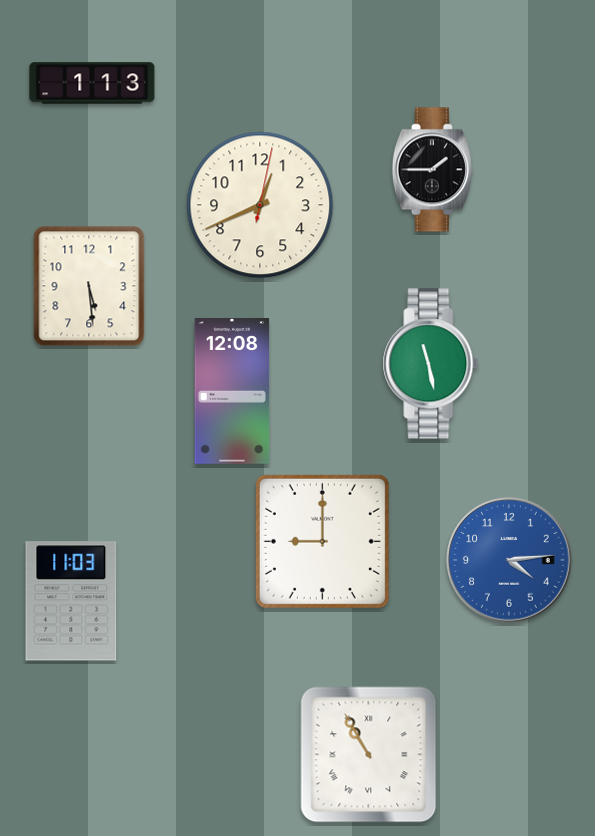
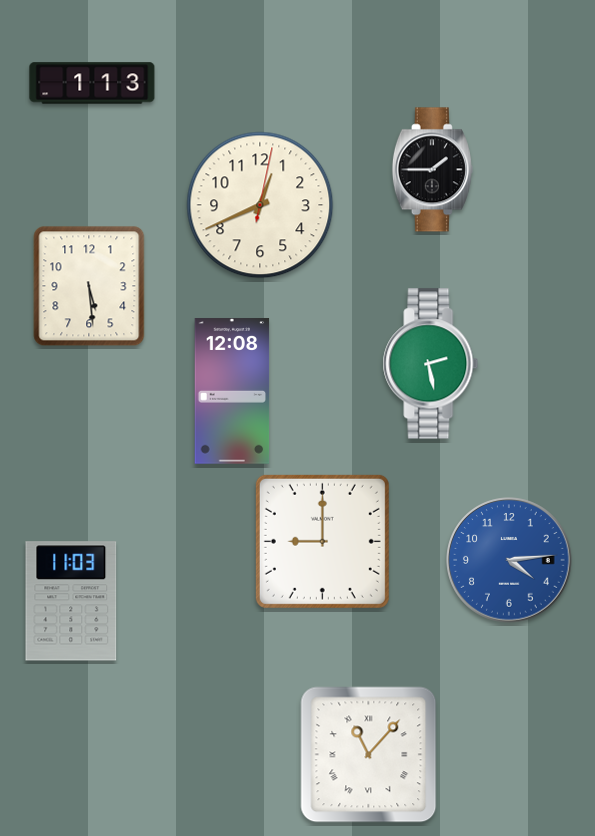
clock at (431, 364): 11:28 -> 2:28
clock at (369, 755): 10:55 -> 11:07
